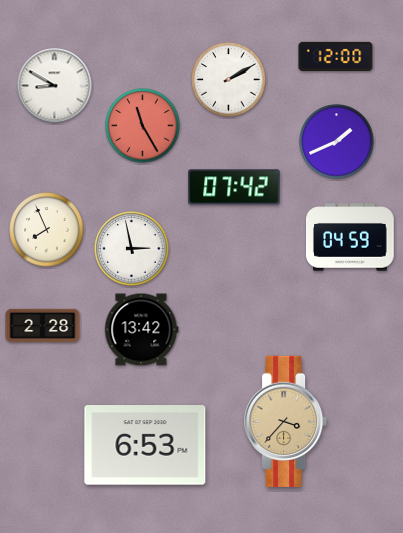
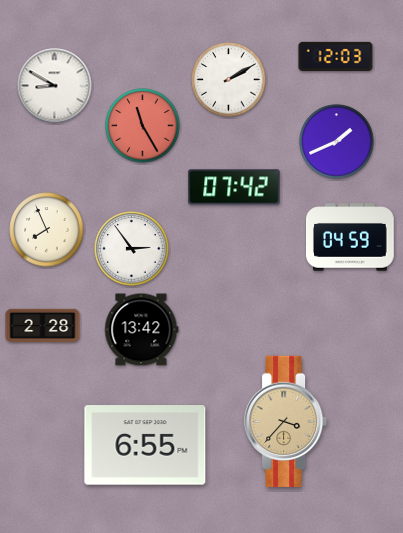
clock at (336, 56): 12:00 -> 12:03
clock at (132, 249): 2:58 -> 2:54
clock at (145, 445): 6:53 -> 6:55
